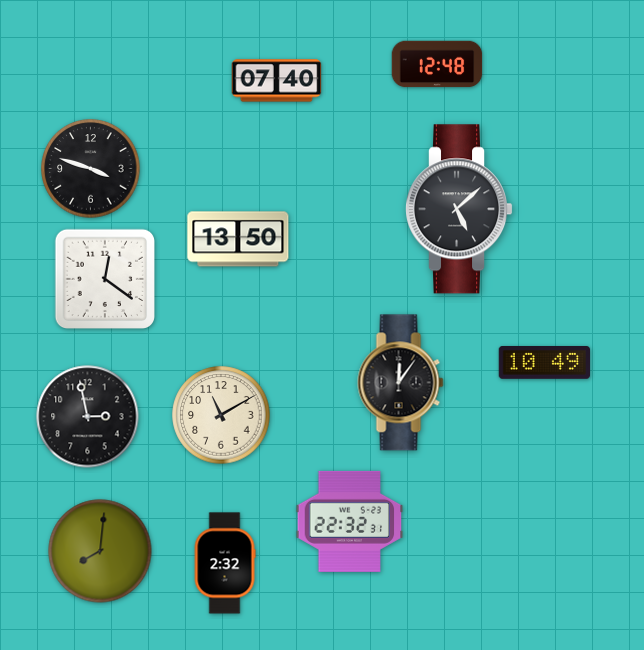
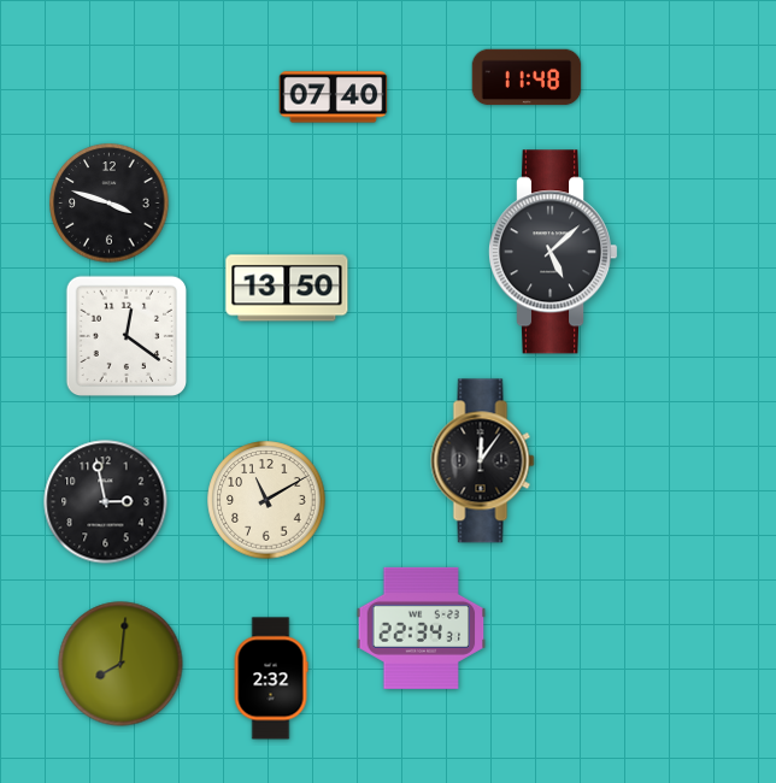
clock at (437, 64): 12:48 -> 11:48
clock at (545, 363): 10:49 -> none
clock at (350, 521): 22:32 -> 22:34
